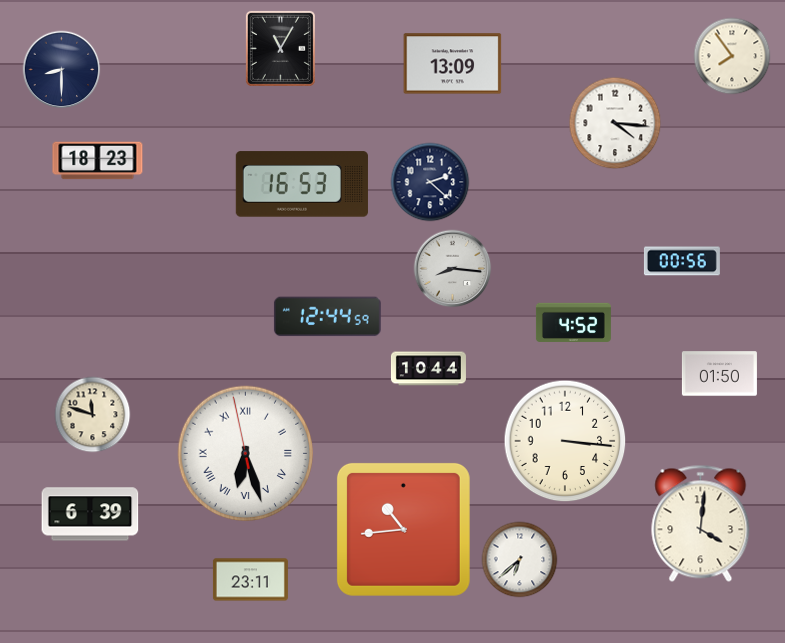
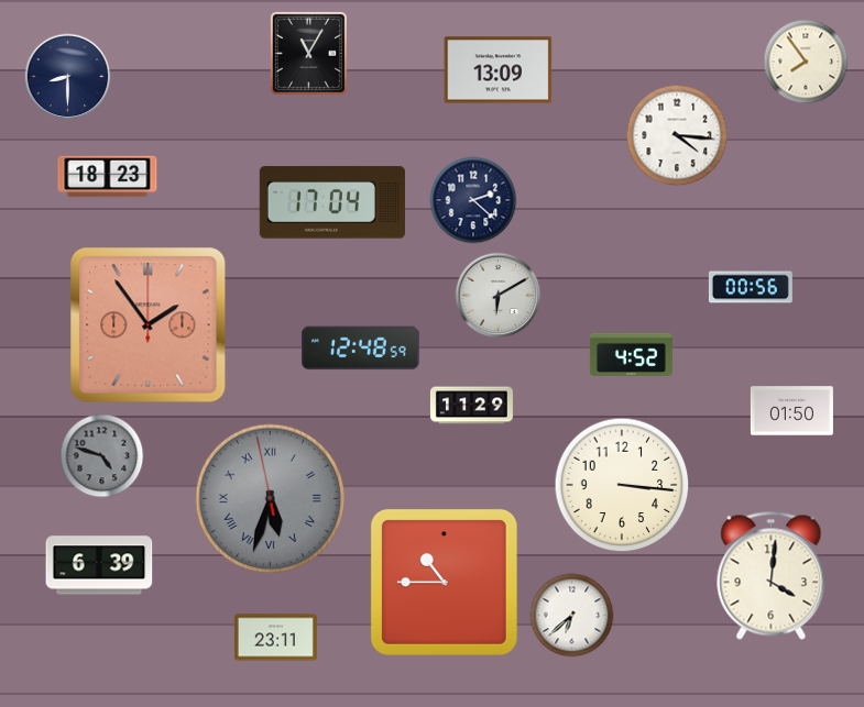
clock at (302, 184): 16:53 -> 17:04
clock at (453, 269): 8:16 -> 6:10
clock at (149, 325): none -> 1:54
clock at (327, 317): 12:44 -> 12:48
clock at (428, 369): 10:44 -> 11:29
clock at (93, 415): 11:48 -> 4:48
clock at (93, 415) dial: cream -> grey
clock at (246, 454): 6:26 -> 5:32
clock at (246, 454) dial: white -> grey
clock at (403, 529): 10:44 -> 10:45
